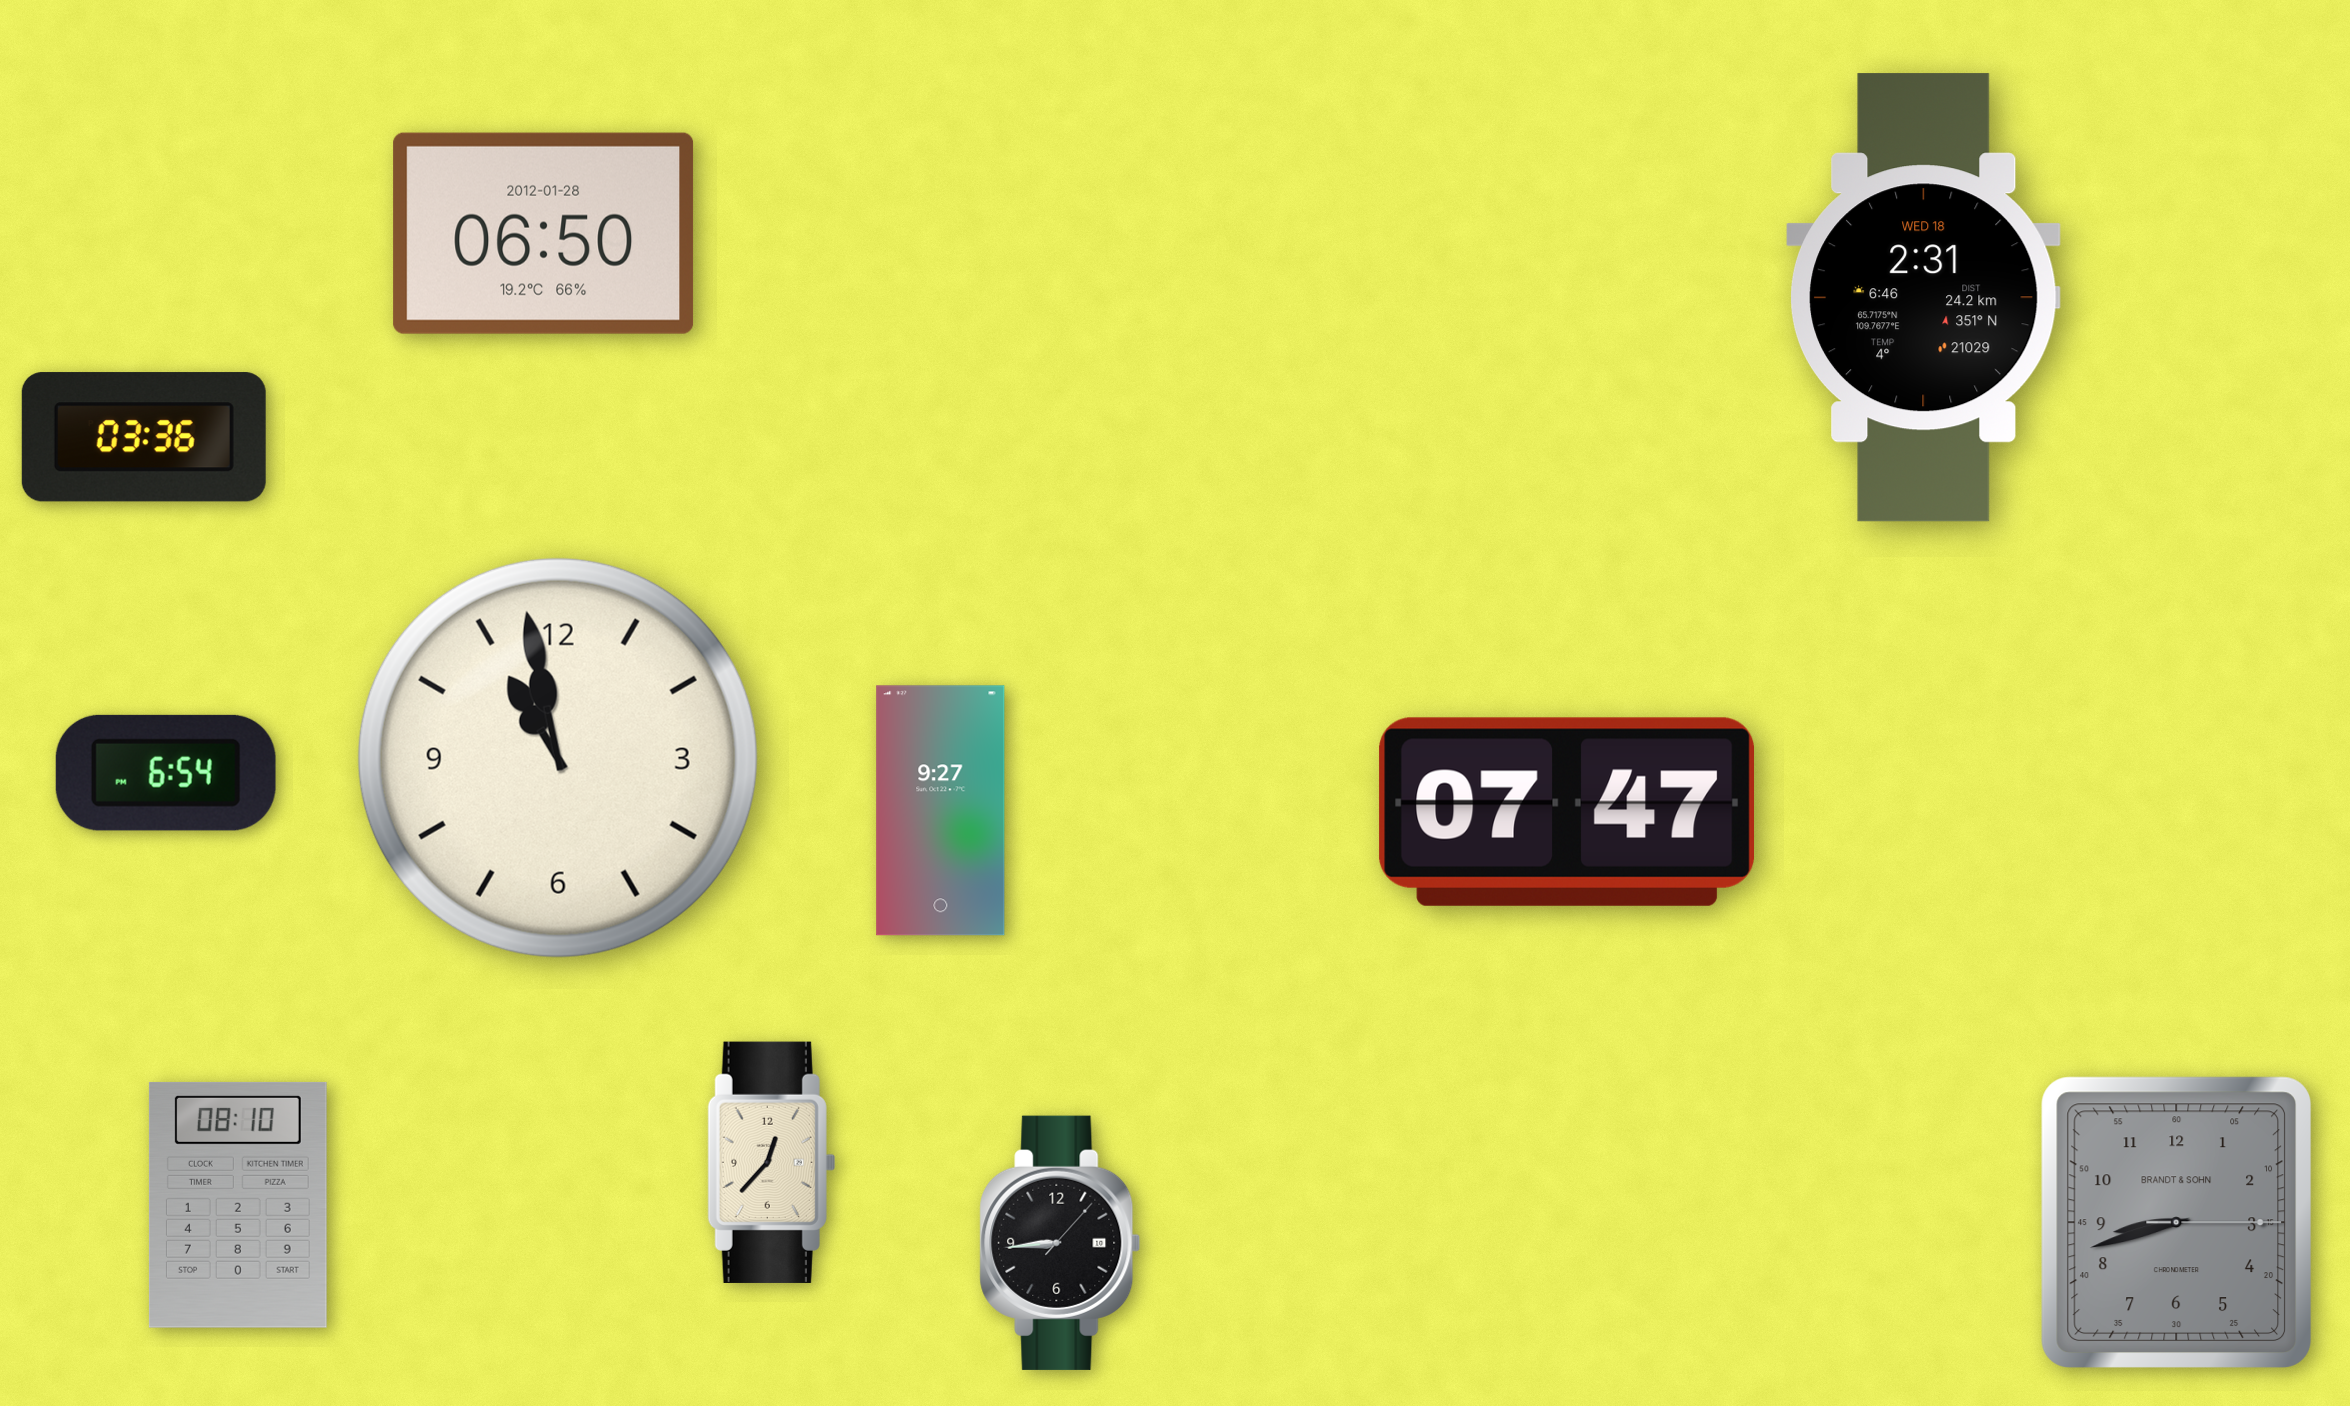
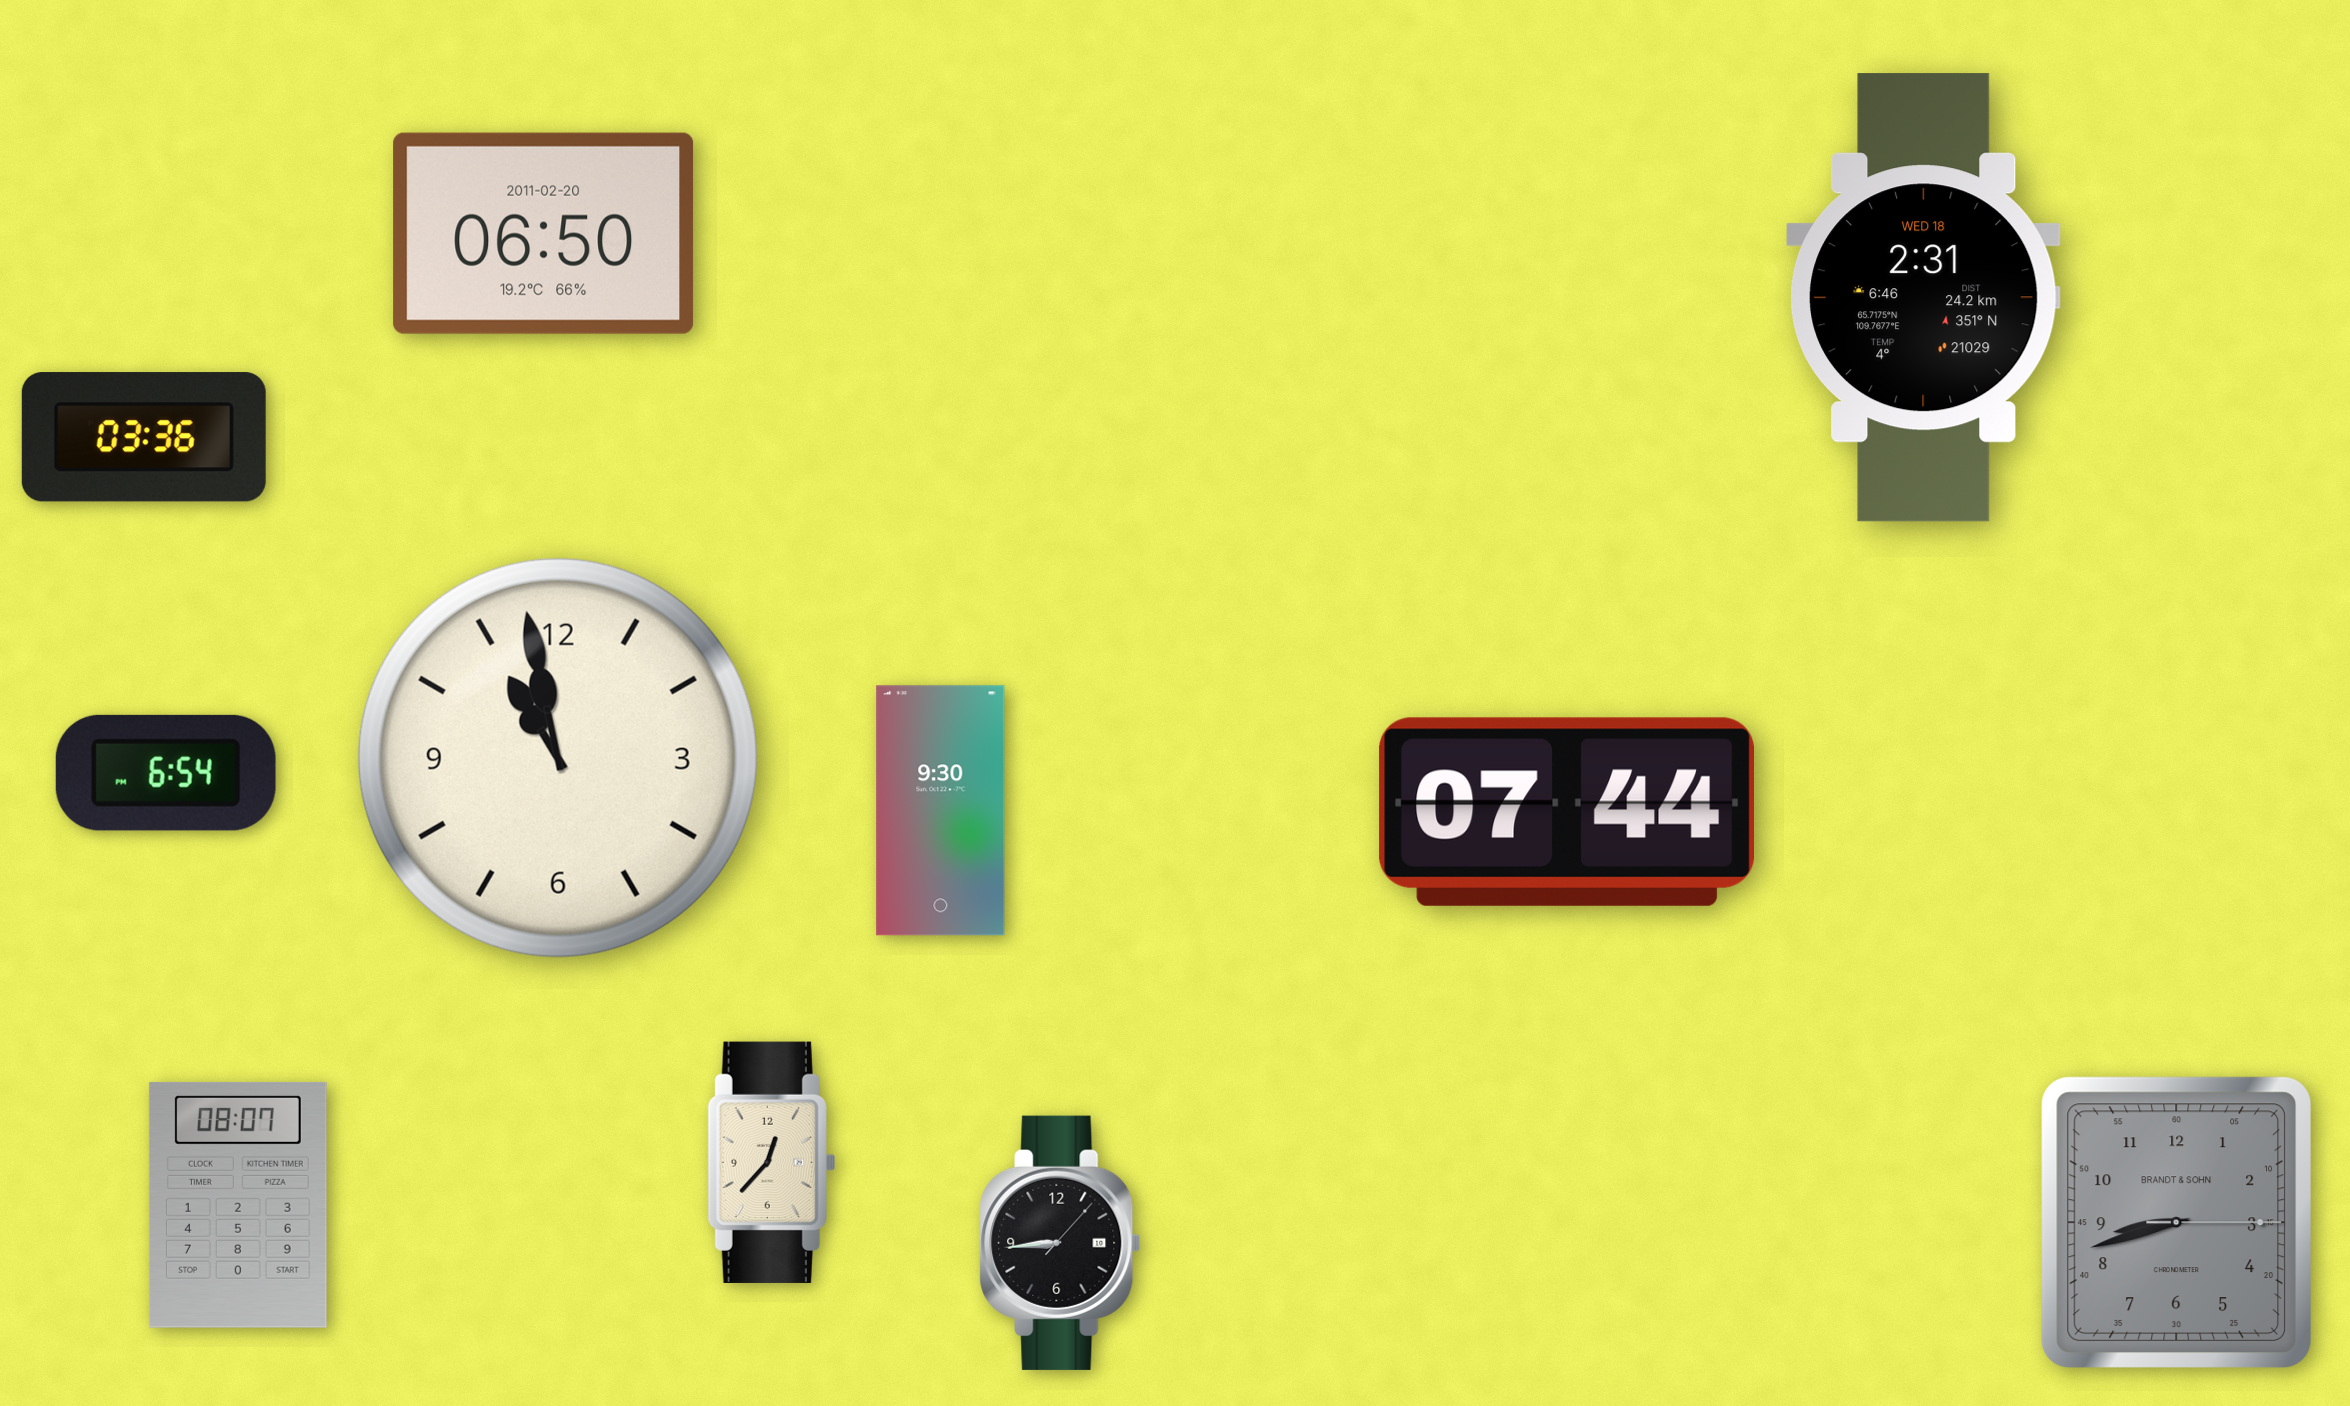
clock at (544, 233) date: 2012-01-28 -> 2011-02-20
clock at (941, 811): 9:27 -> 9:30
clock at (1566, 812): 07:47 -> 07:44
clock at (238, 1205): 08:10 -> 08:07
